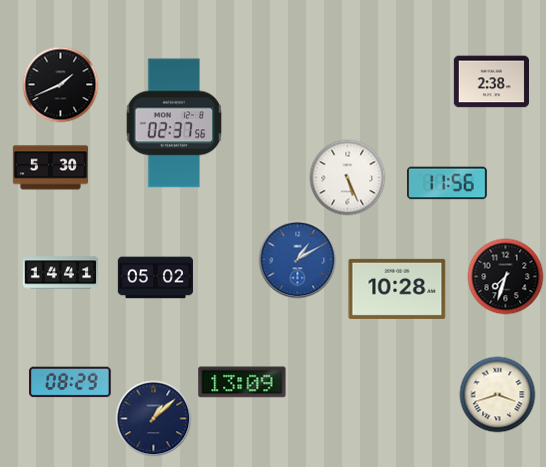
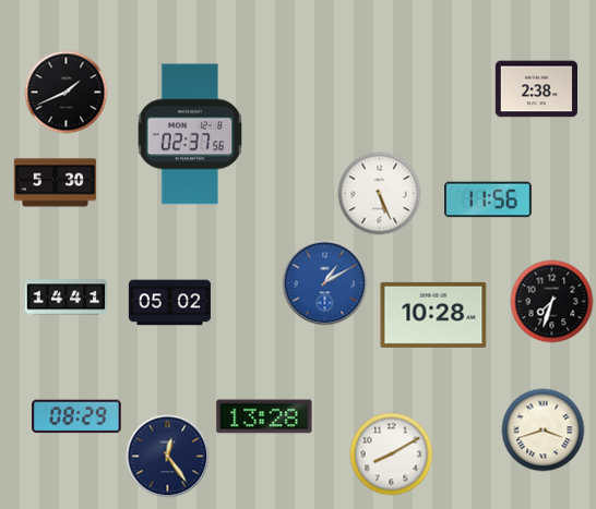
clock at (242, 382): 13:09 -> 13:28
clock at (392, 455): none -> 8:10
clock at (154, 419): 1:08 -> 12:24
